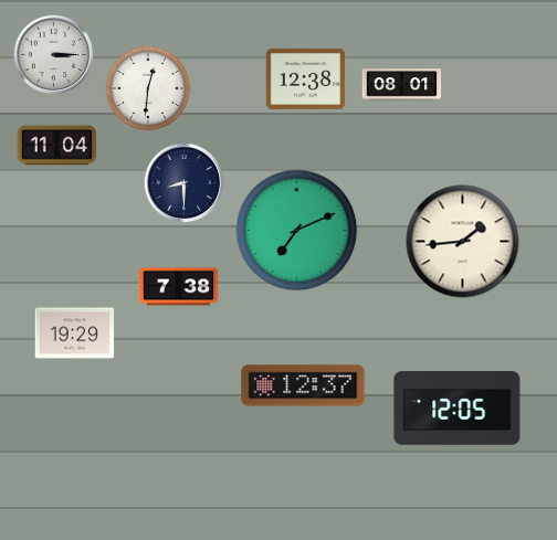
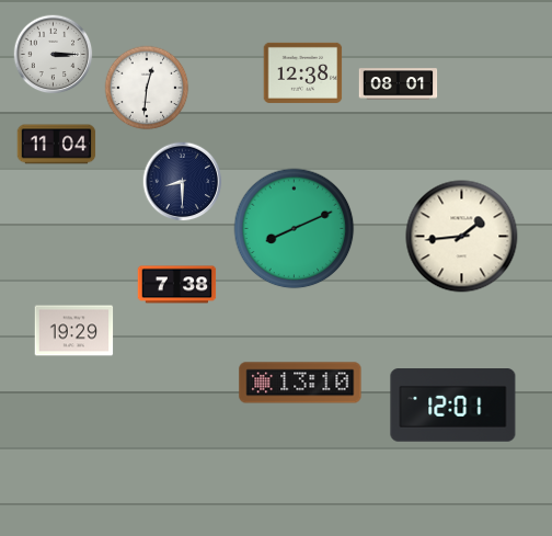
clock at (306, 78) position: (306, 78) -> (303, 72)
clock at (297, 231): 7:11 -> 8:11
clock at (463, 242) position: (463, 242) -> (462, 237)
clock at (303, 385): 12:37 -> 13:10
clock at (458, 409): 12:05 -> 12:01
